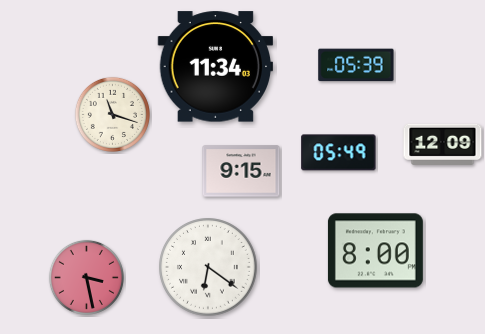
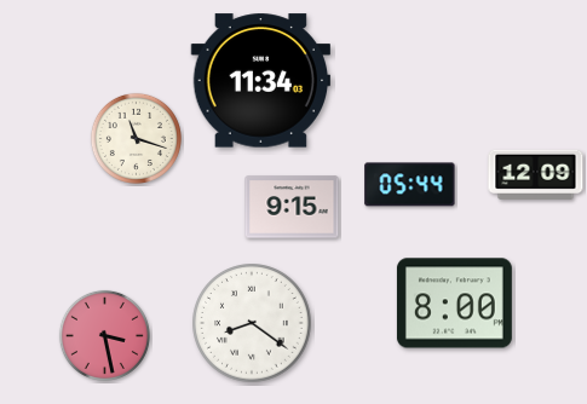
clock at (356, 65): 05:39 -> none
clock at (339, 153): 05:49 -> 05:44
clock at (208, 267): 6:21 -> 8:21
